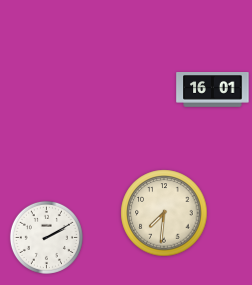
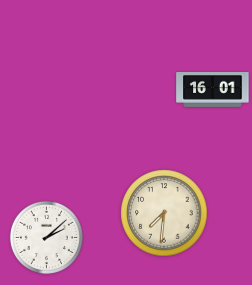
clock at (46, 237): 2:10 -> 2:08
